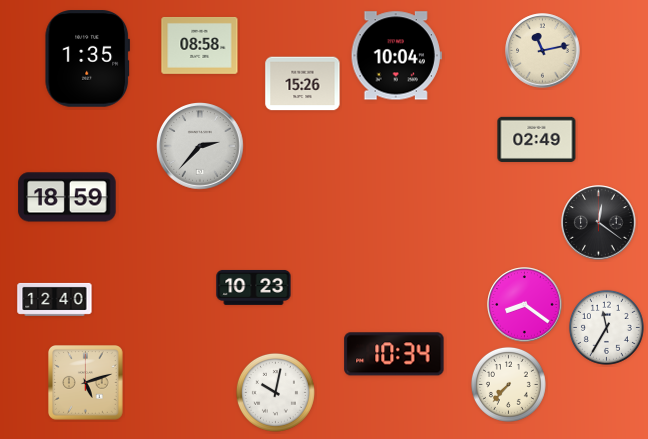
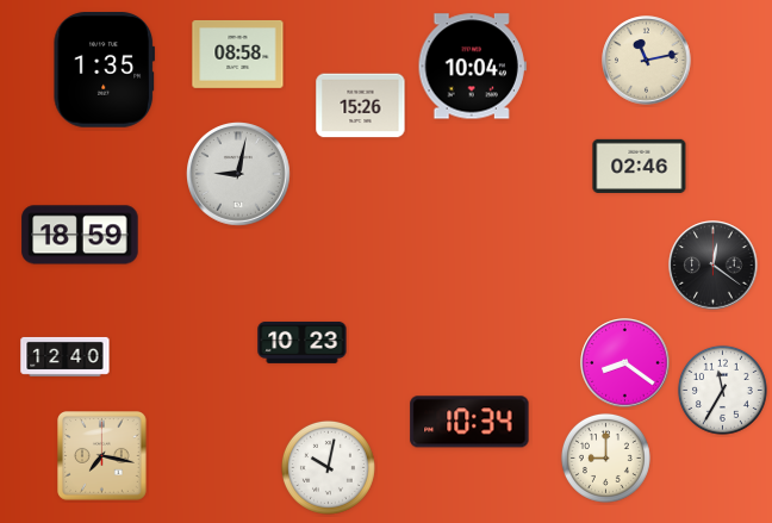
clock at (303, 84) position: (303, 84) -> (361, 106)
clock at (537, 139): 02:49 -> 02:46
clock at (201, 147): 2:37 -> 9:02
clock at (86, 383): 5:12 -> 7:17
clock at (508, 384): 7:37 -> 9:00
